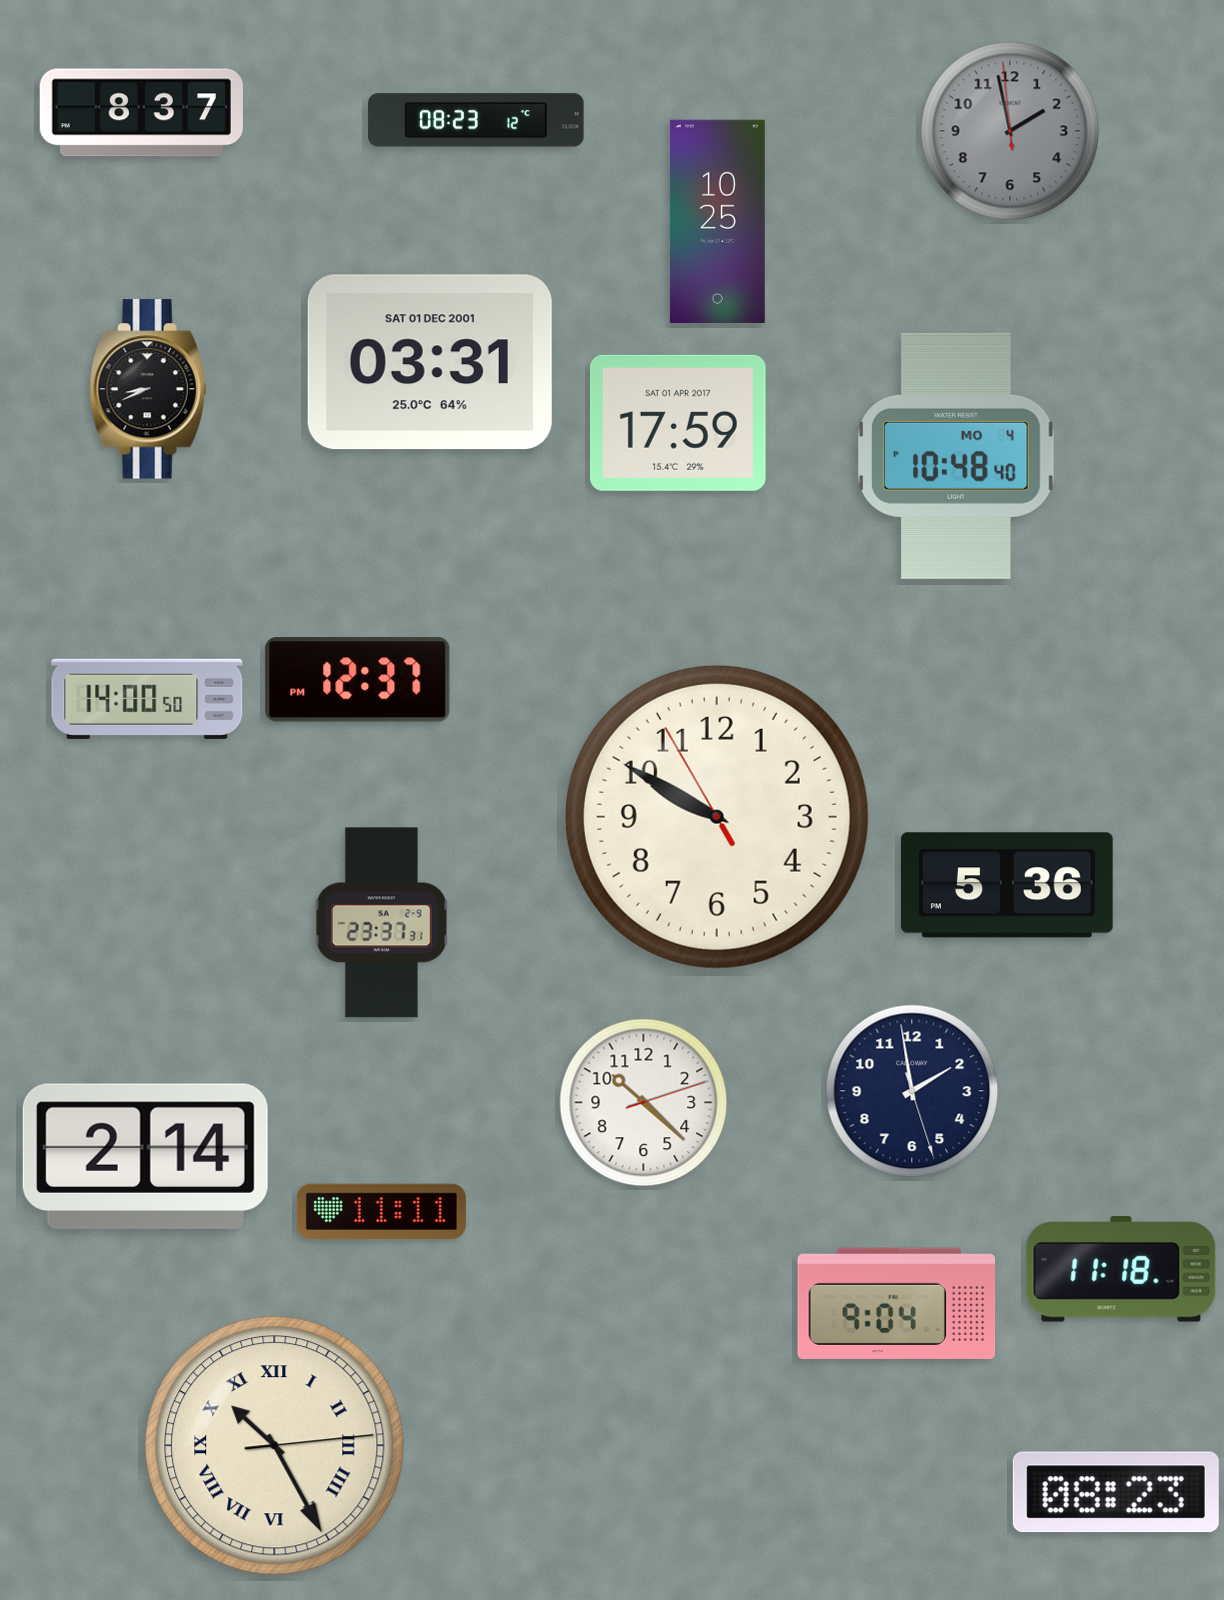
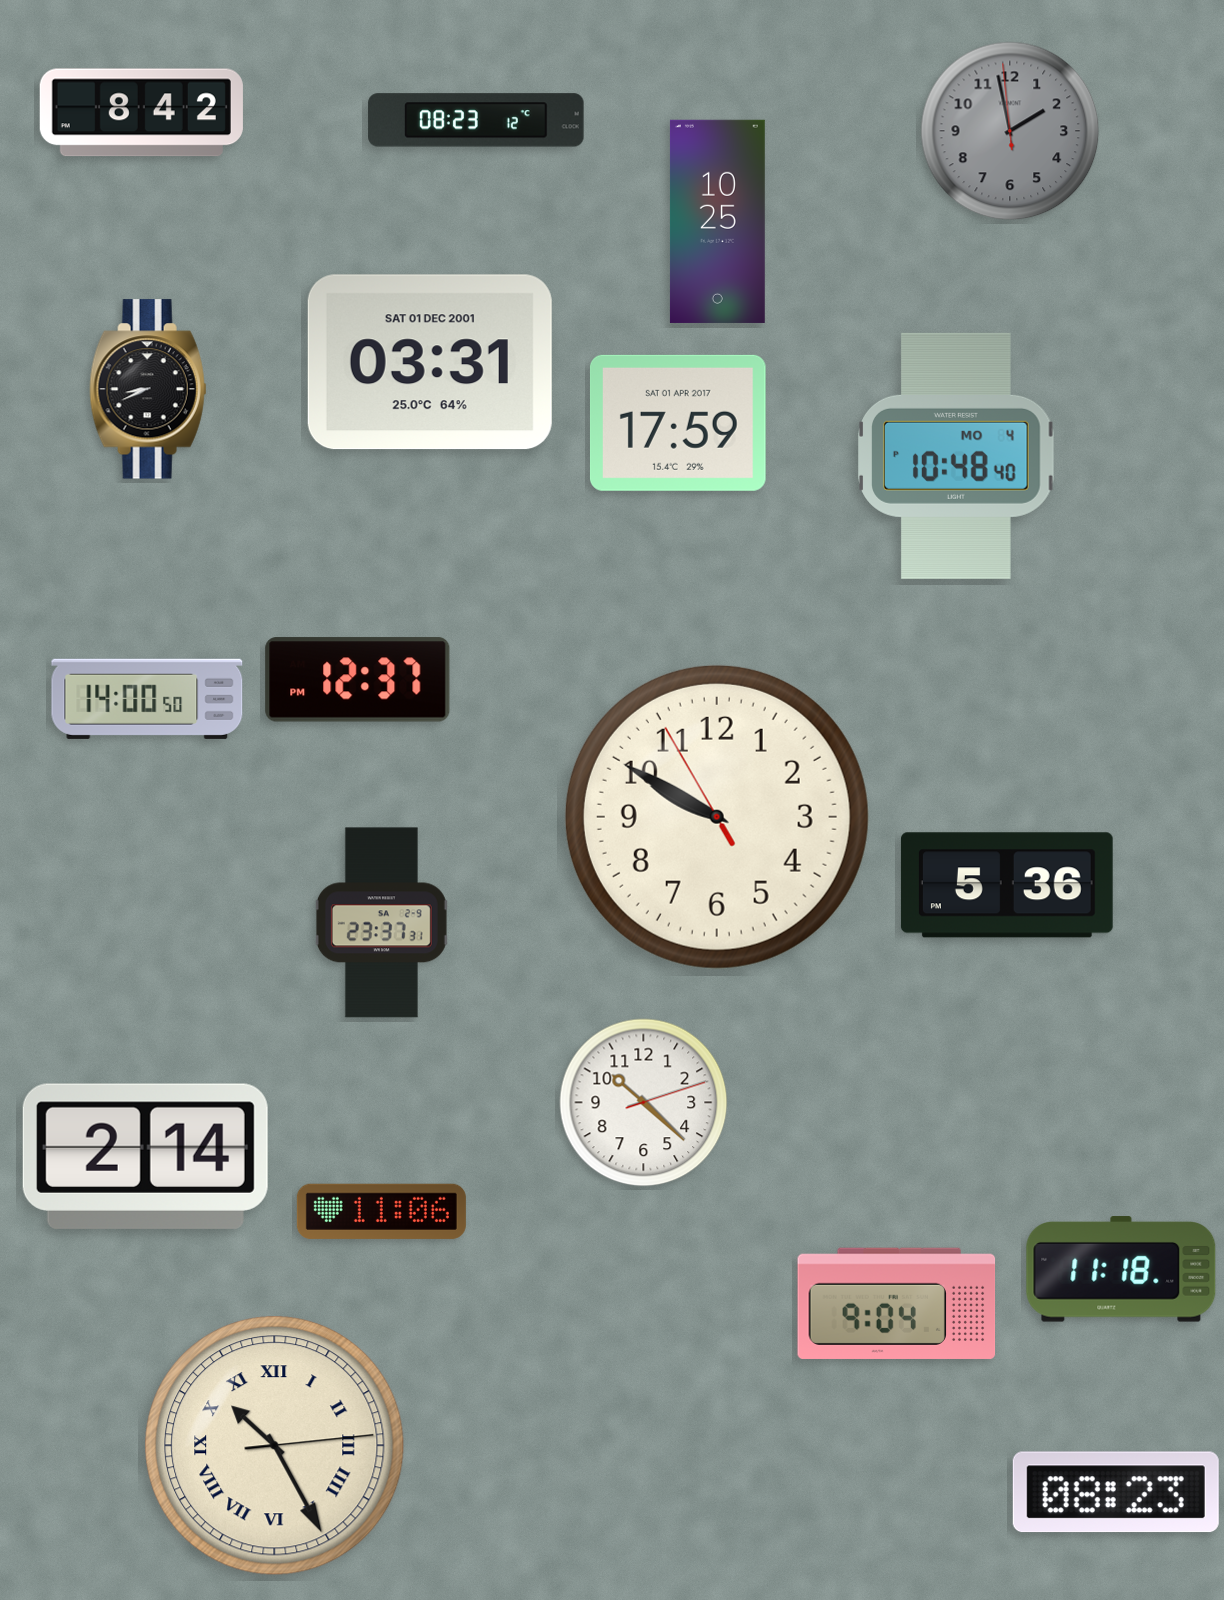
clock at (141, 113): 8:37 -> 8:42
clock at (912, 1091): 1:58 -> none
clock at (381, 1211): 11:11 -> 11:06
